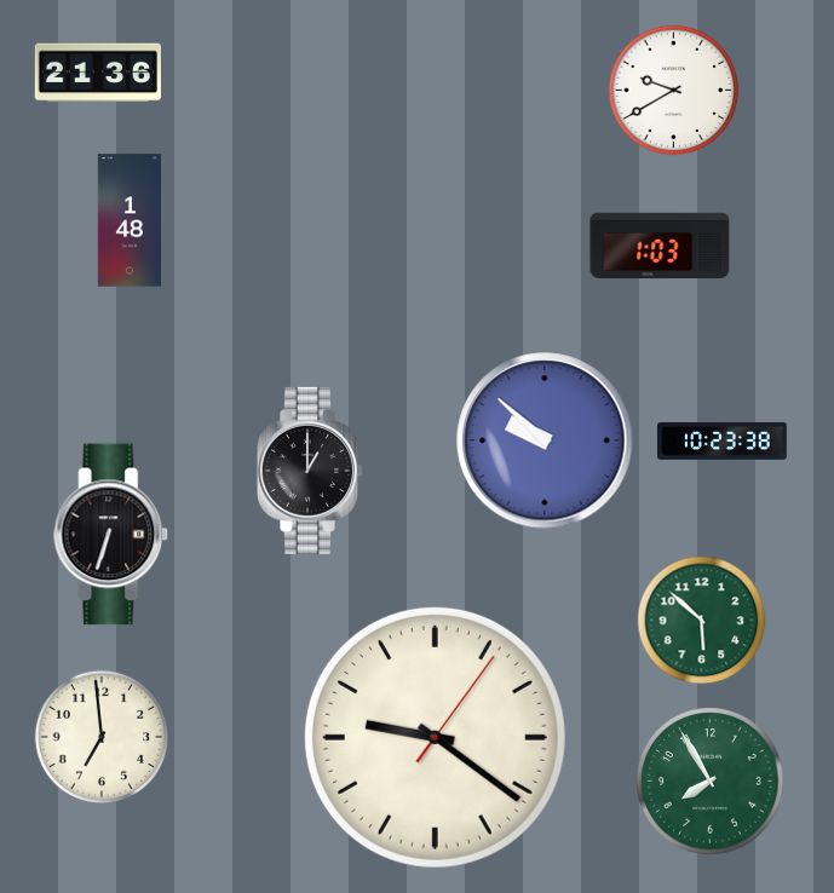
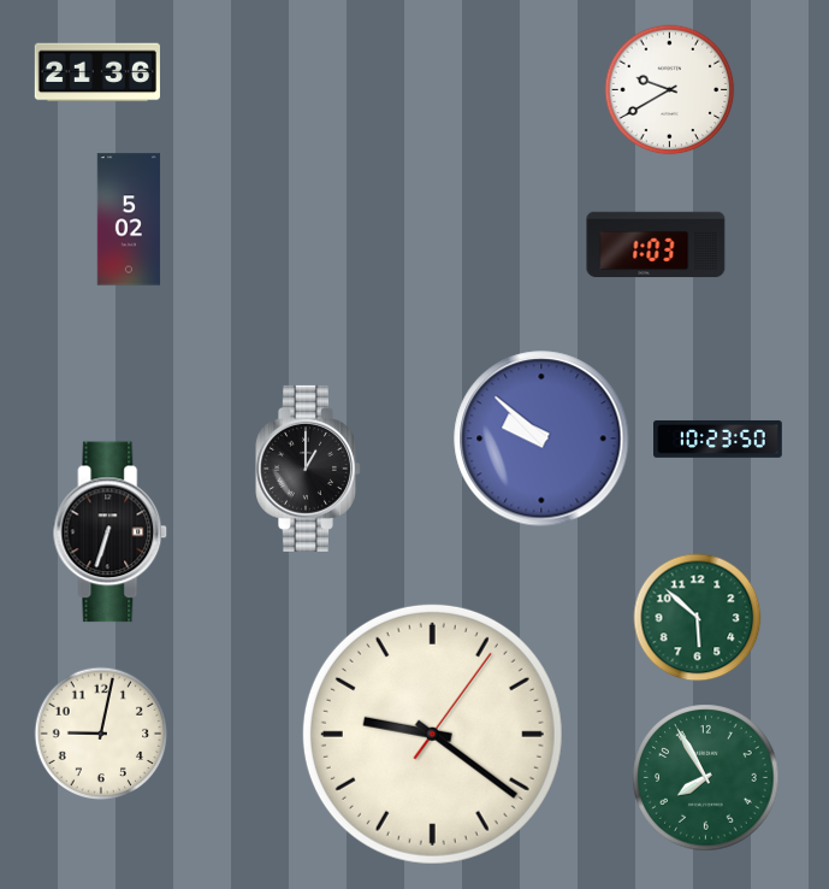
clock at (130, 220): 1:48 -> 5:02
clock at (723, 442): 10:23:38 -> 10:23:50
clock at (102, 737): 6:59 -> 9:02
